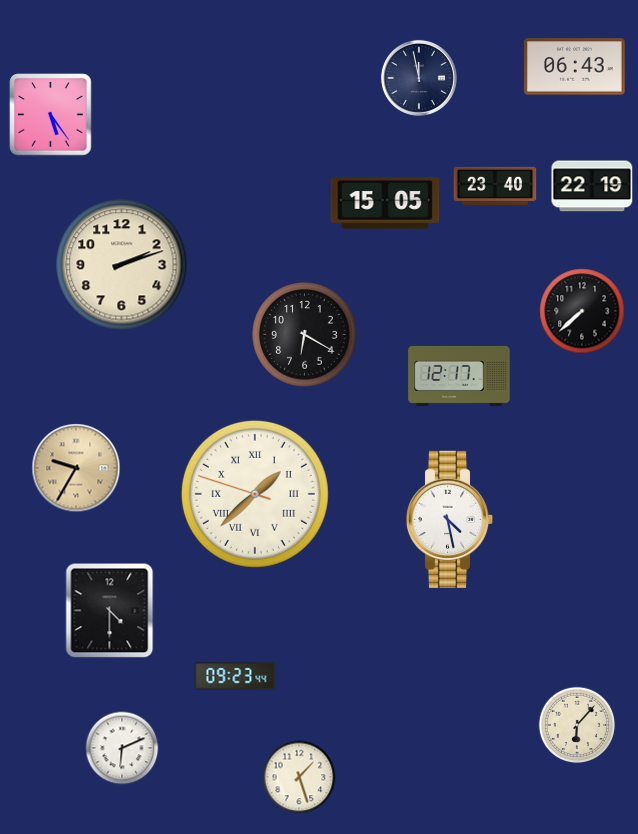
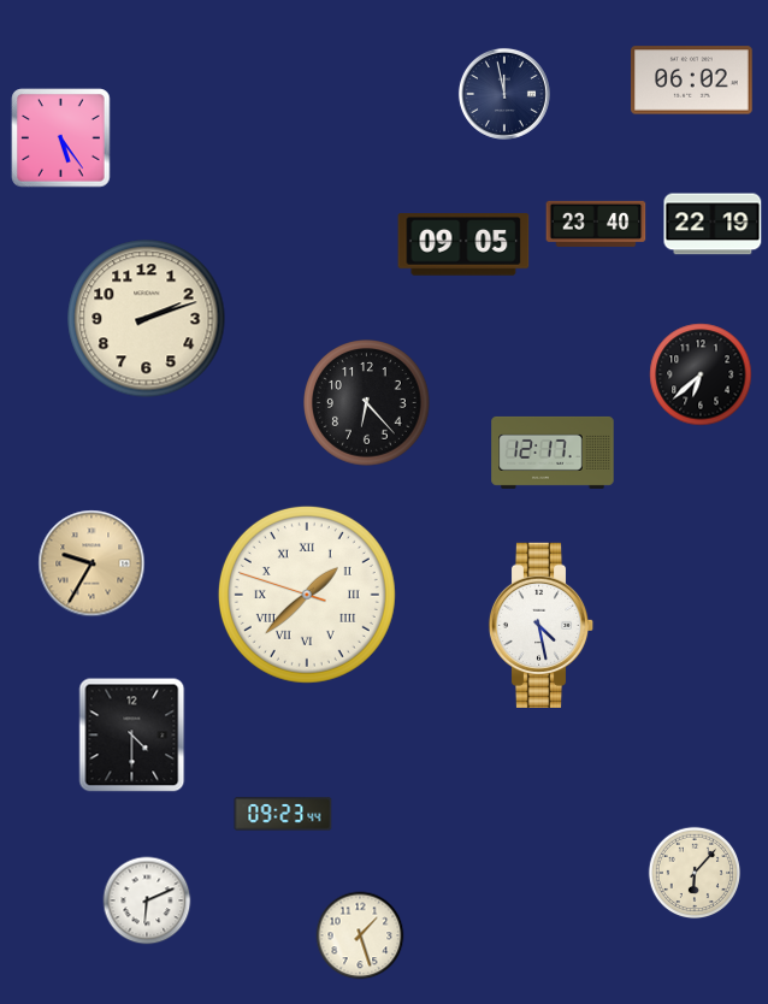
clock at (575, 67): 06:43 -> 06:02
clock at (385, 203): 15:05 -> 09:05
clock at (582, 311): 7:38 -> 6:38
clock at (305, 335): 6:20 -> 6:23
